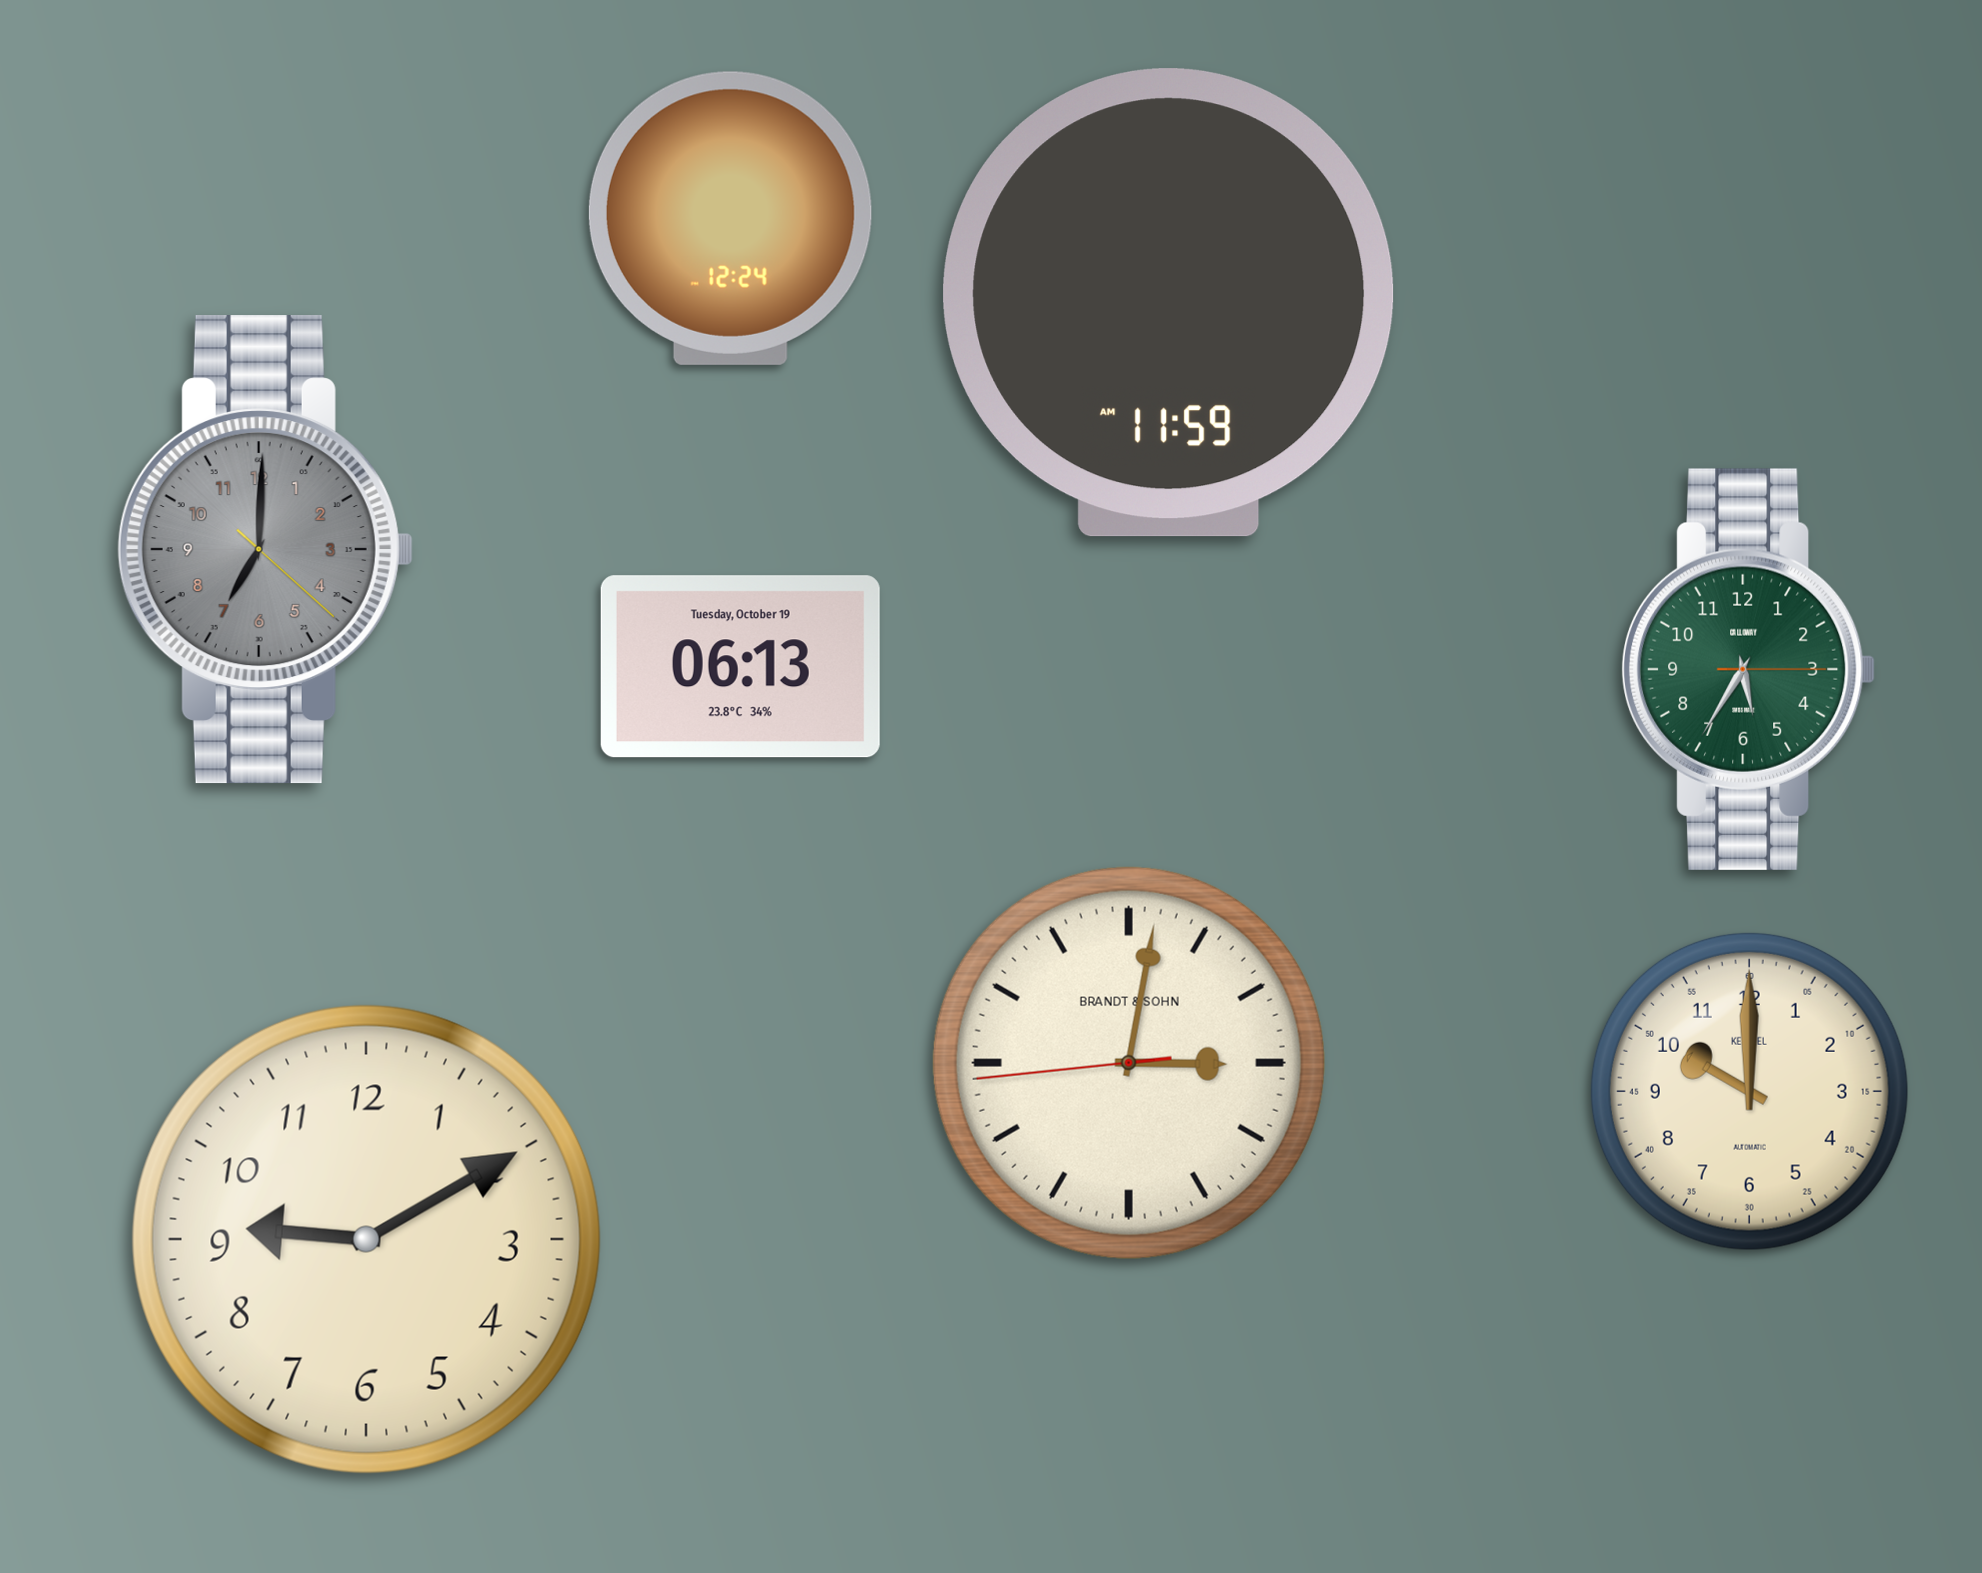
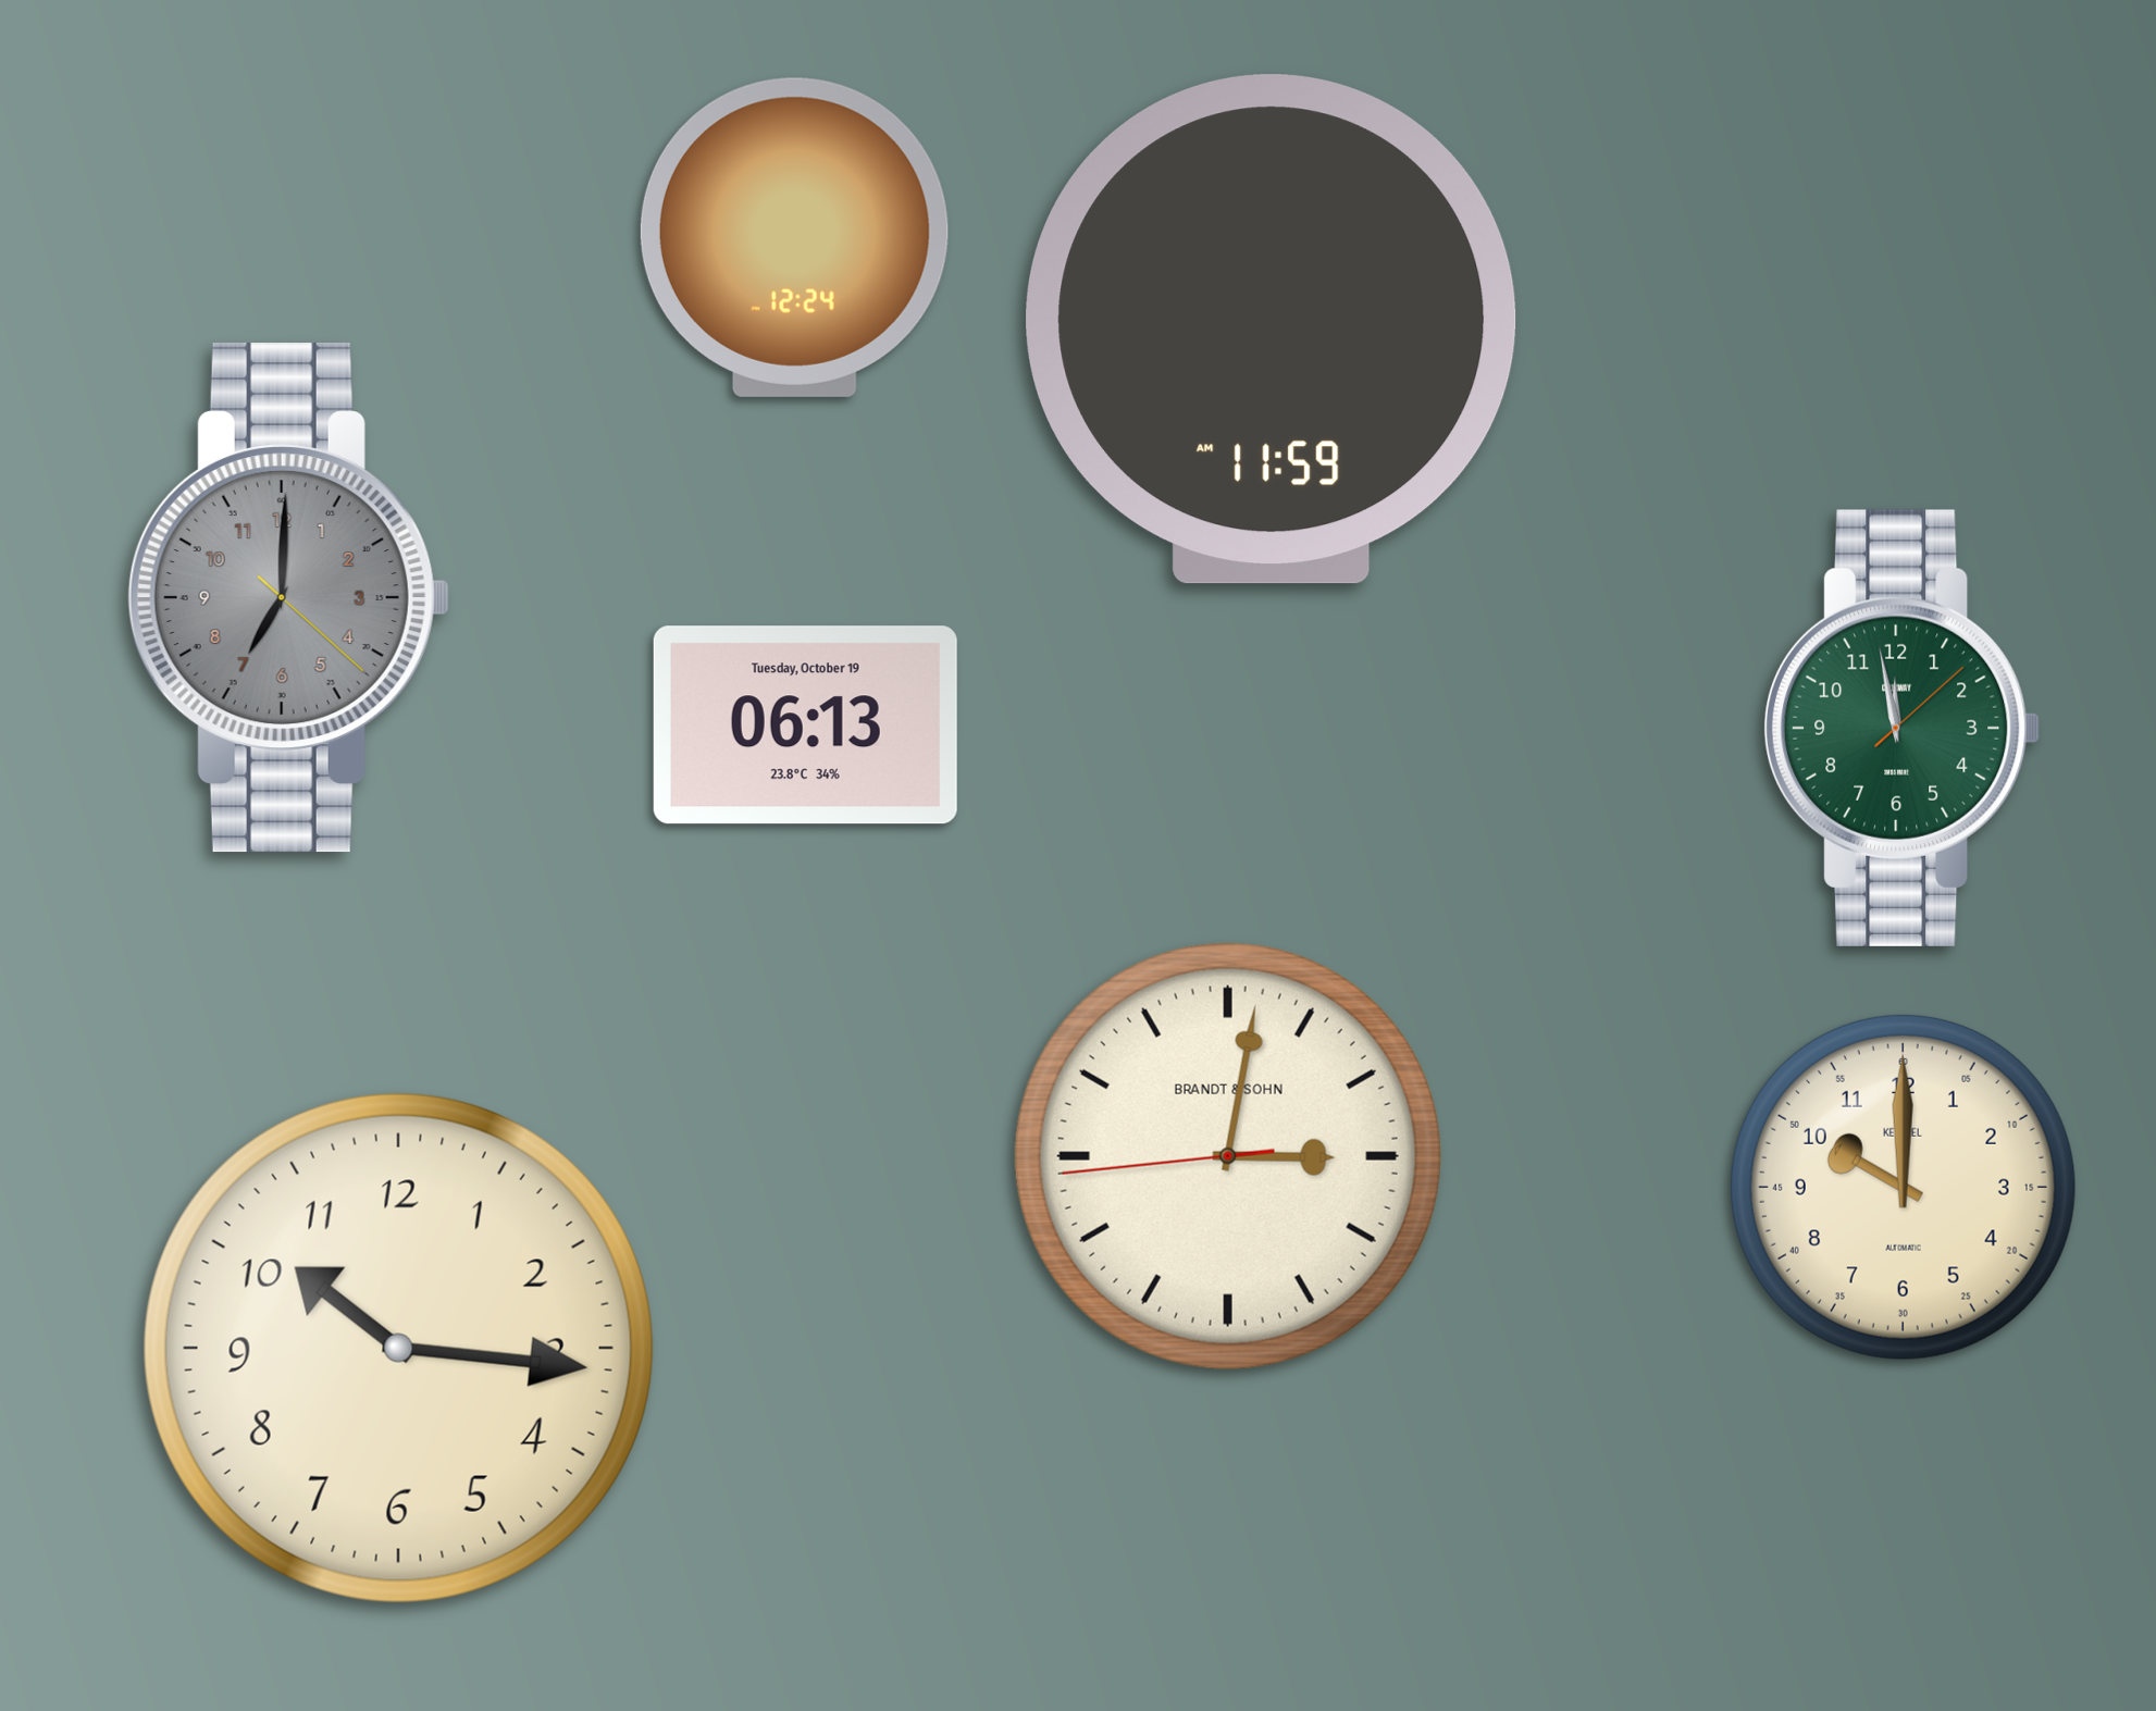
clock at (1749, 669): 5:35 -> 11:58
clock at (366, 1239): 9:10 -> 10:16
